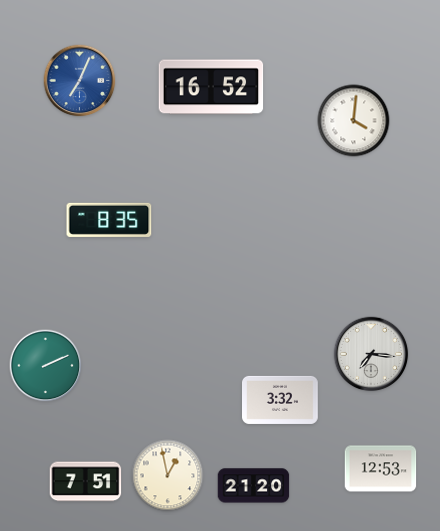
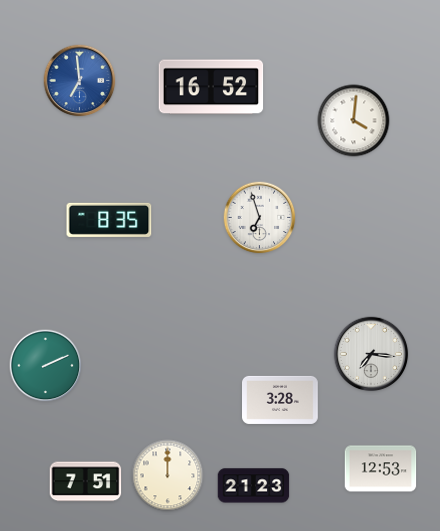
clock at (80, 81): 7:04 -> 6:59
clock at (260, 218): none -> 6:57
clock at (281, 400): 3:32 -> 3:28
clock at (168, 476): 12:58 -> 12:00
clock at (254, 486): 21:20 -> 21:23
